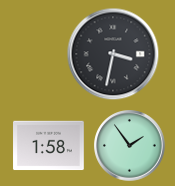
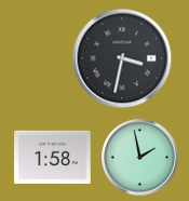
clock at (130, 146): 1:54 -> 1:58
